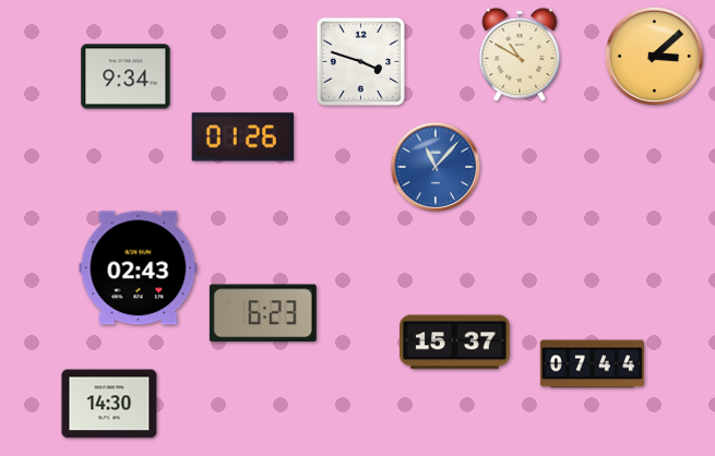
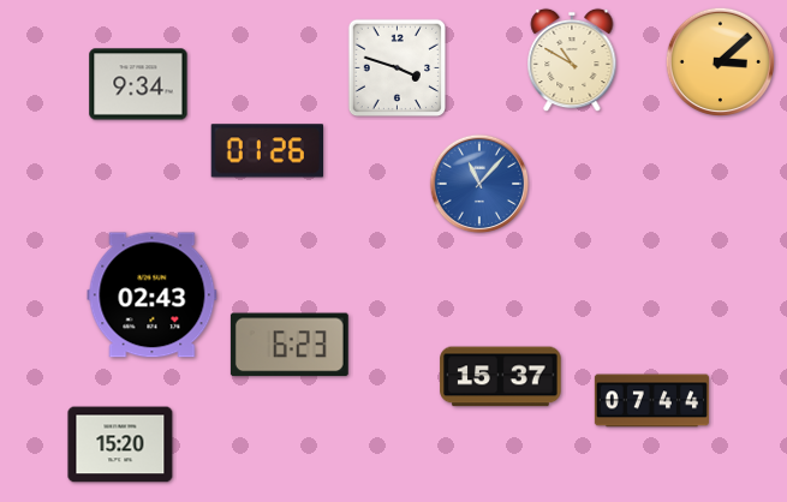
clock at (109, 404): 14:30 -> 15:20
